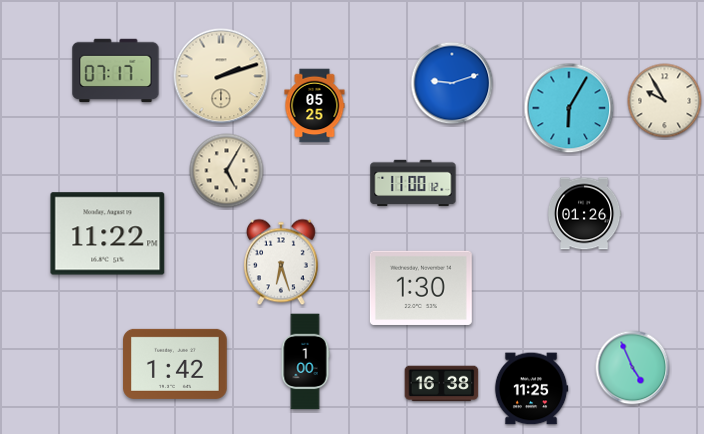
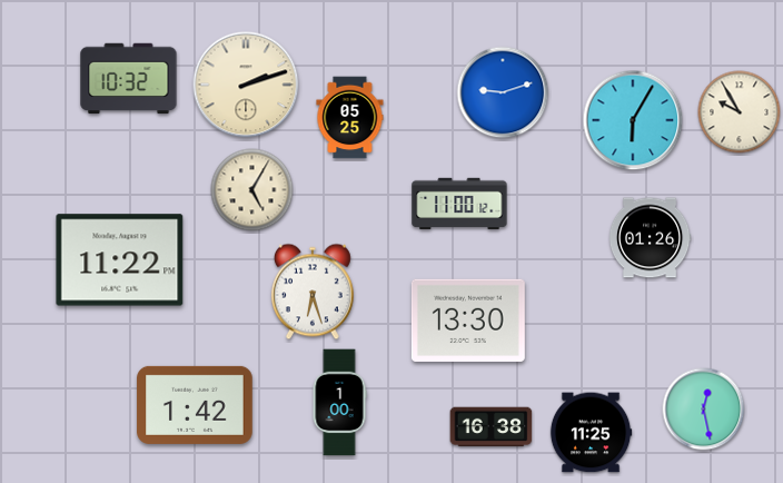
clock at (116, 71): 07:17 -> 10:32
clock at (421, 288): 1:30 -> 13:30
clock at (633, 368): 4:56 -> 12:28
